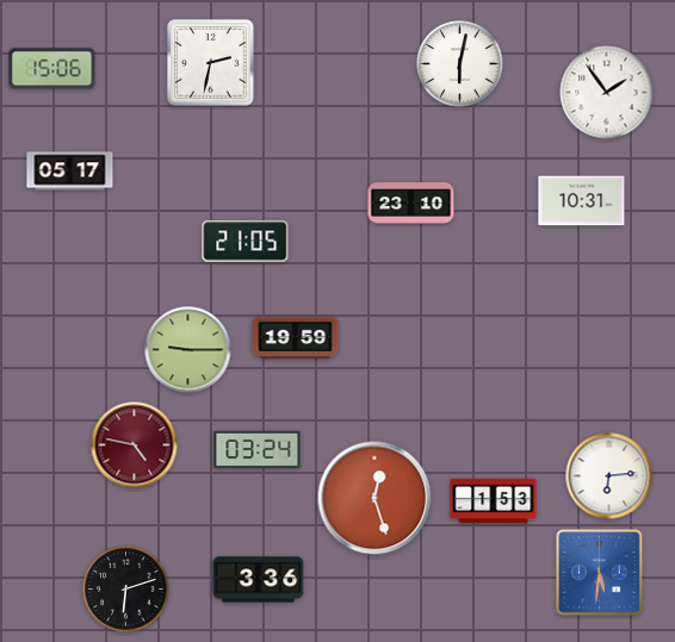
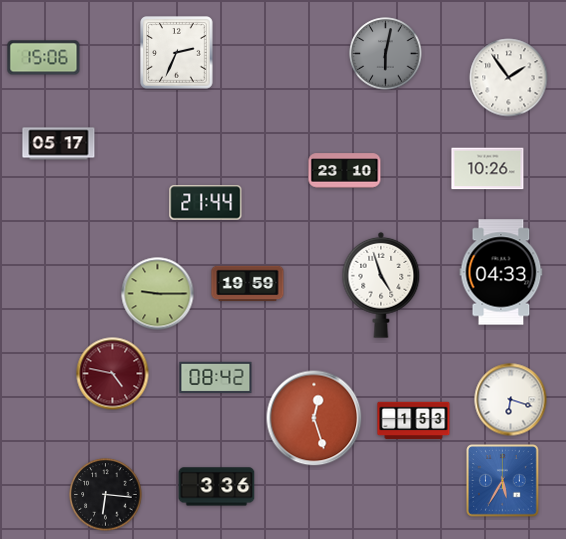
clock at (211, 63): 2:32 -> 2:34
clock at (460, 64) dial: white -> grey
clock at (582, 201): 10:31 -> 10:26
clock at (246, 242): 21:05 -> 21:44
clock at (501, 272): none -> 04:33
clock at (381, 285): none -> 4:57
clock at (258, 450): 03:24 -> 08:42
clock at (609, 476): 6:14 -> 6:18
clock at (600, 573): 5:31 -> 5:35
clock at (126, 590): 6:12 -> 6:16
